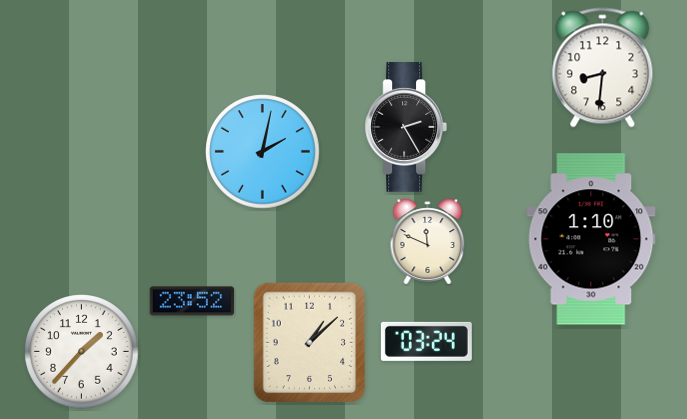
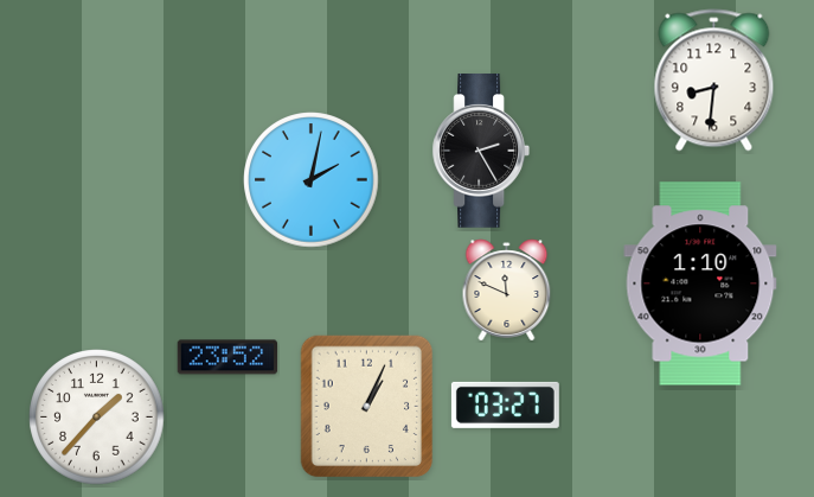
clock at (428, 242) position: (428, 242) -> (507, 291)
clock at (426, 341): 03:24 -> 03:27
clock at (310, 343): 1:08 -> 1:04
